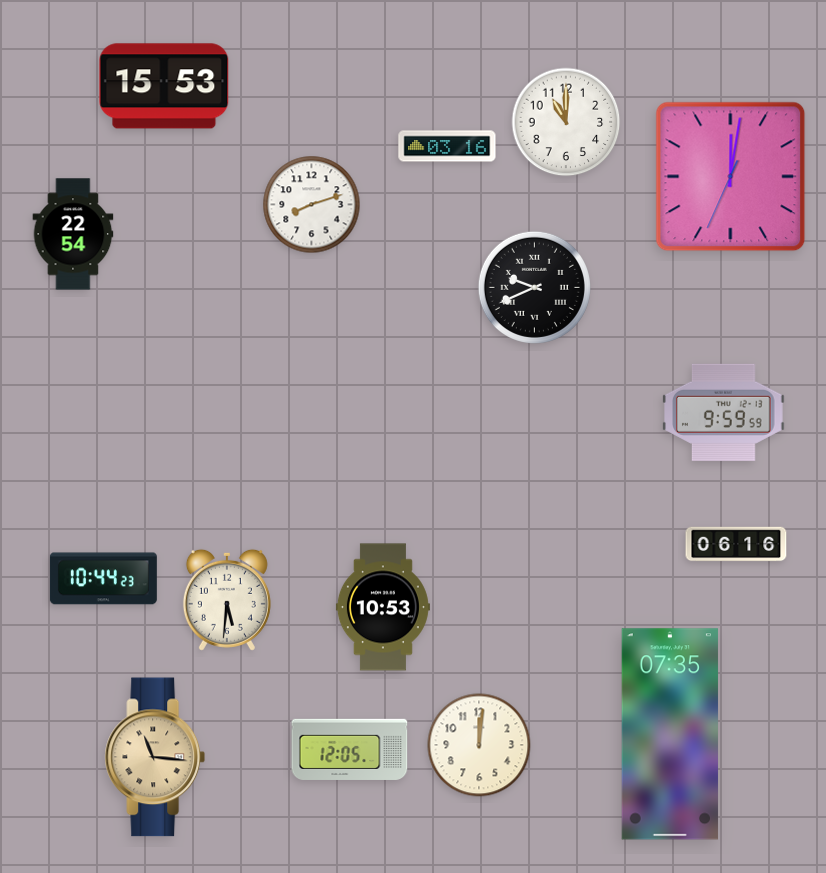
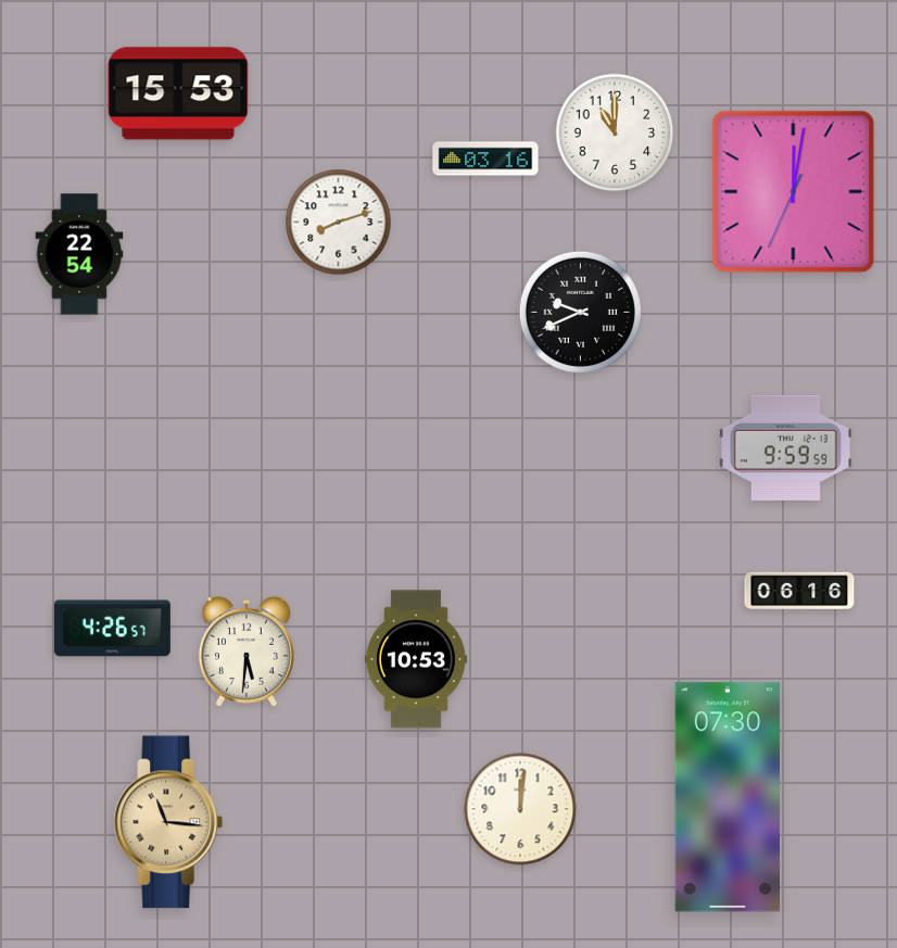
clock at (103, 579): 10:44 -> 4:26
clock at (670, 734): 07:35 -> 07:30
clock at (350, 749): 12:05 -> none
